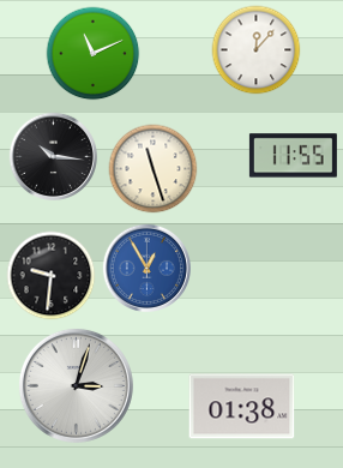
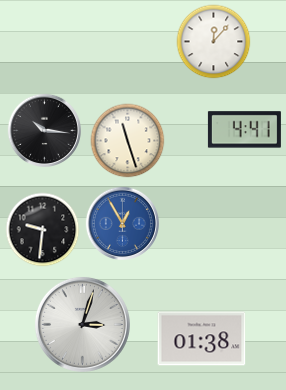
clock at (94, 54): 11:11 -> none
clock at (293, 156): 11:55 -> 4:41
clock at (76, 385) position: (76, 385) -> (82, 324)
